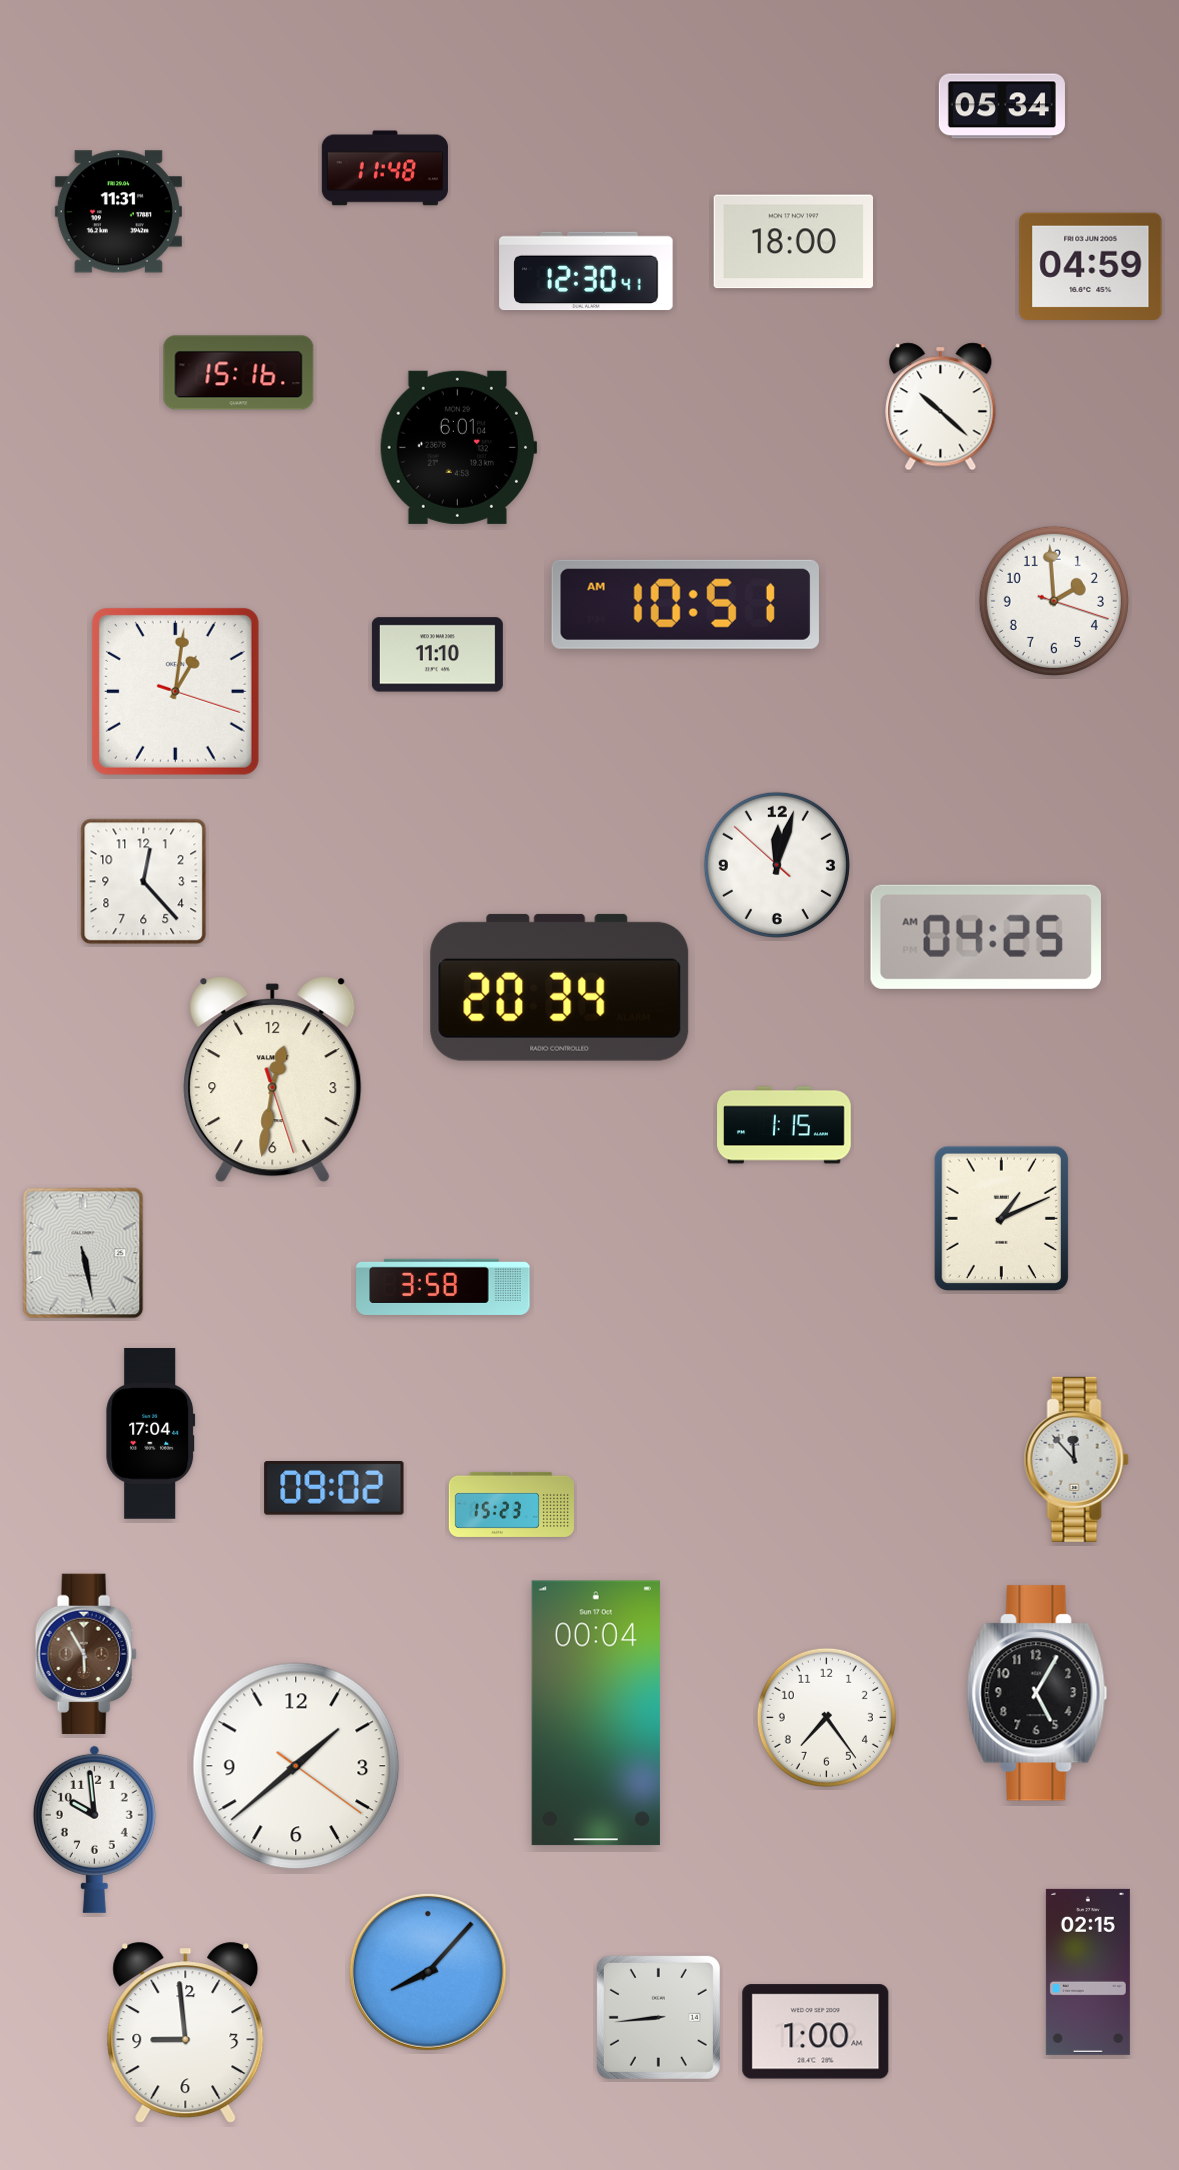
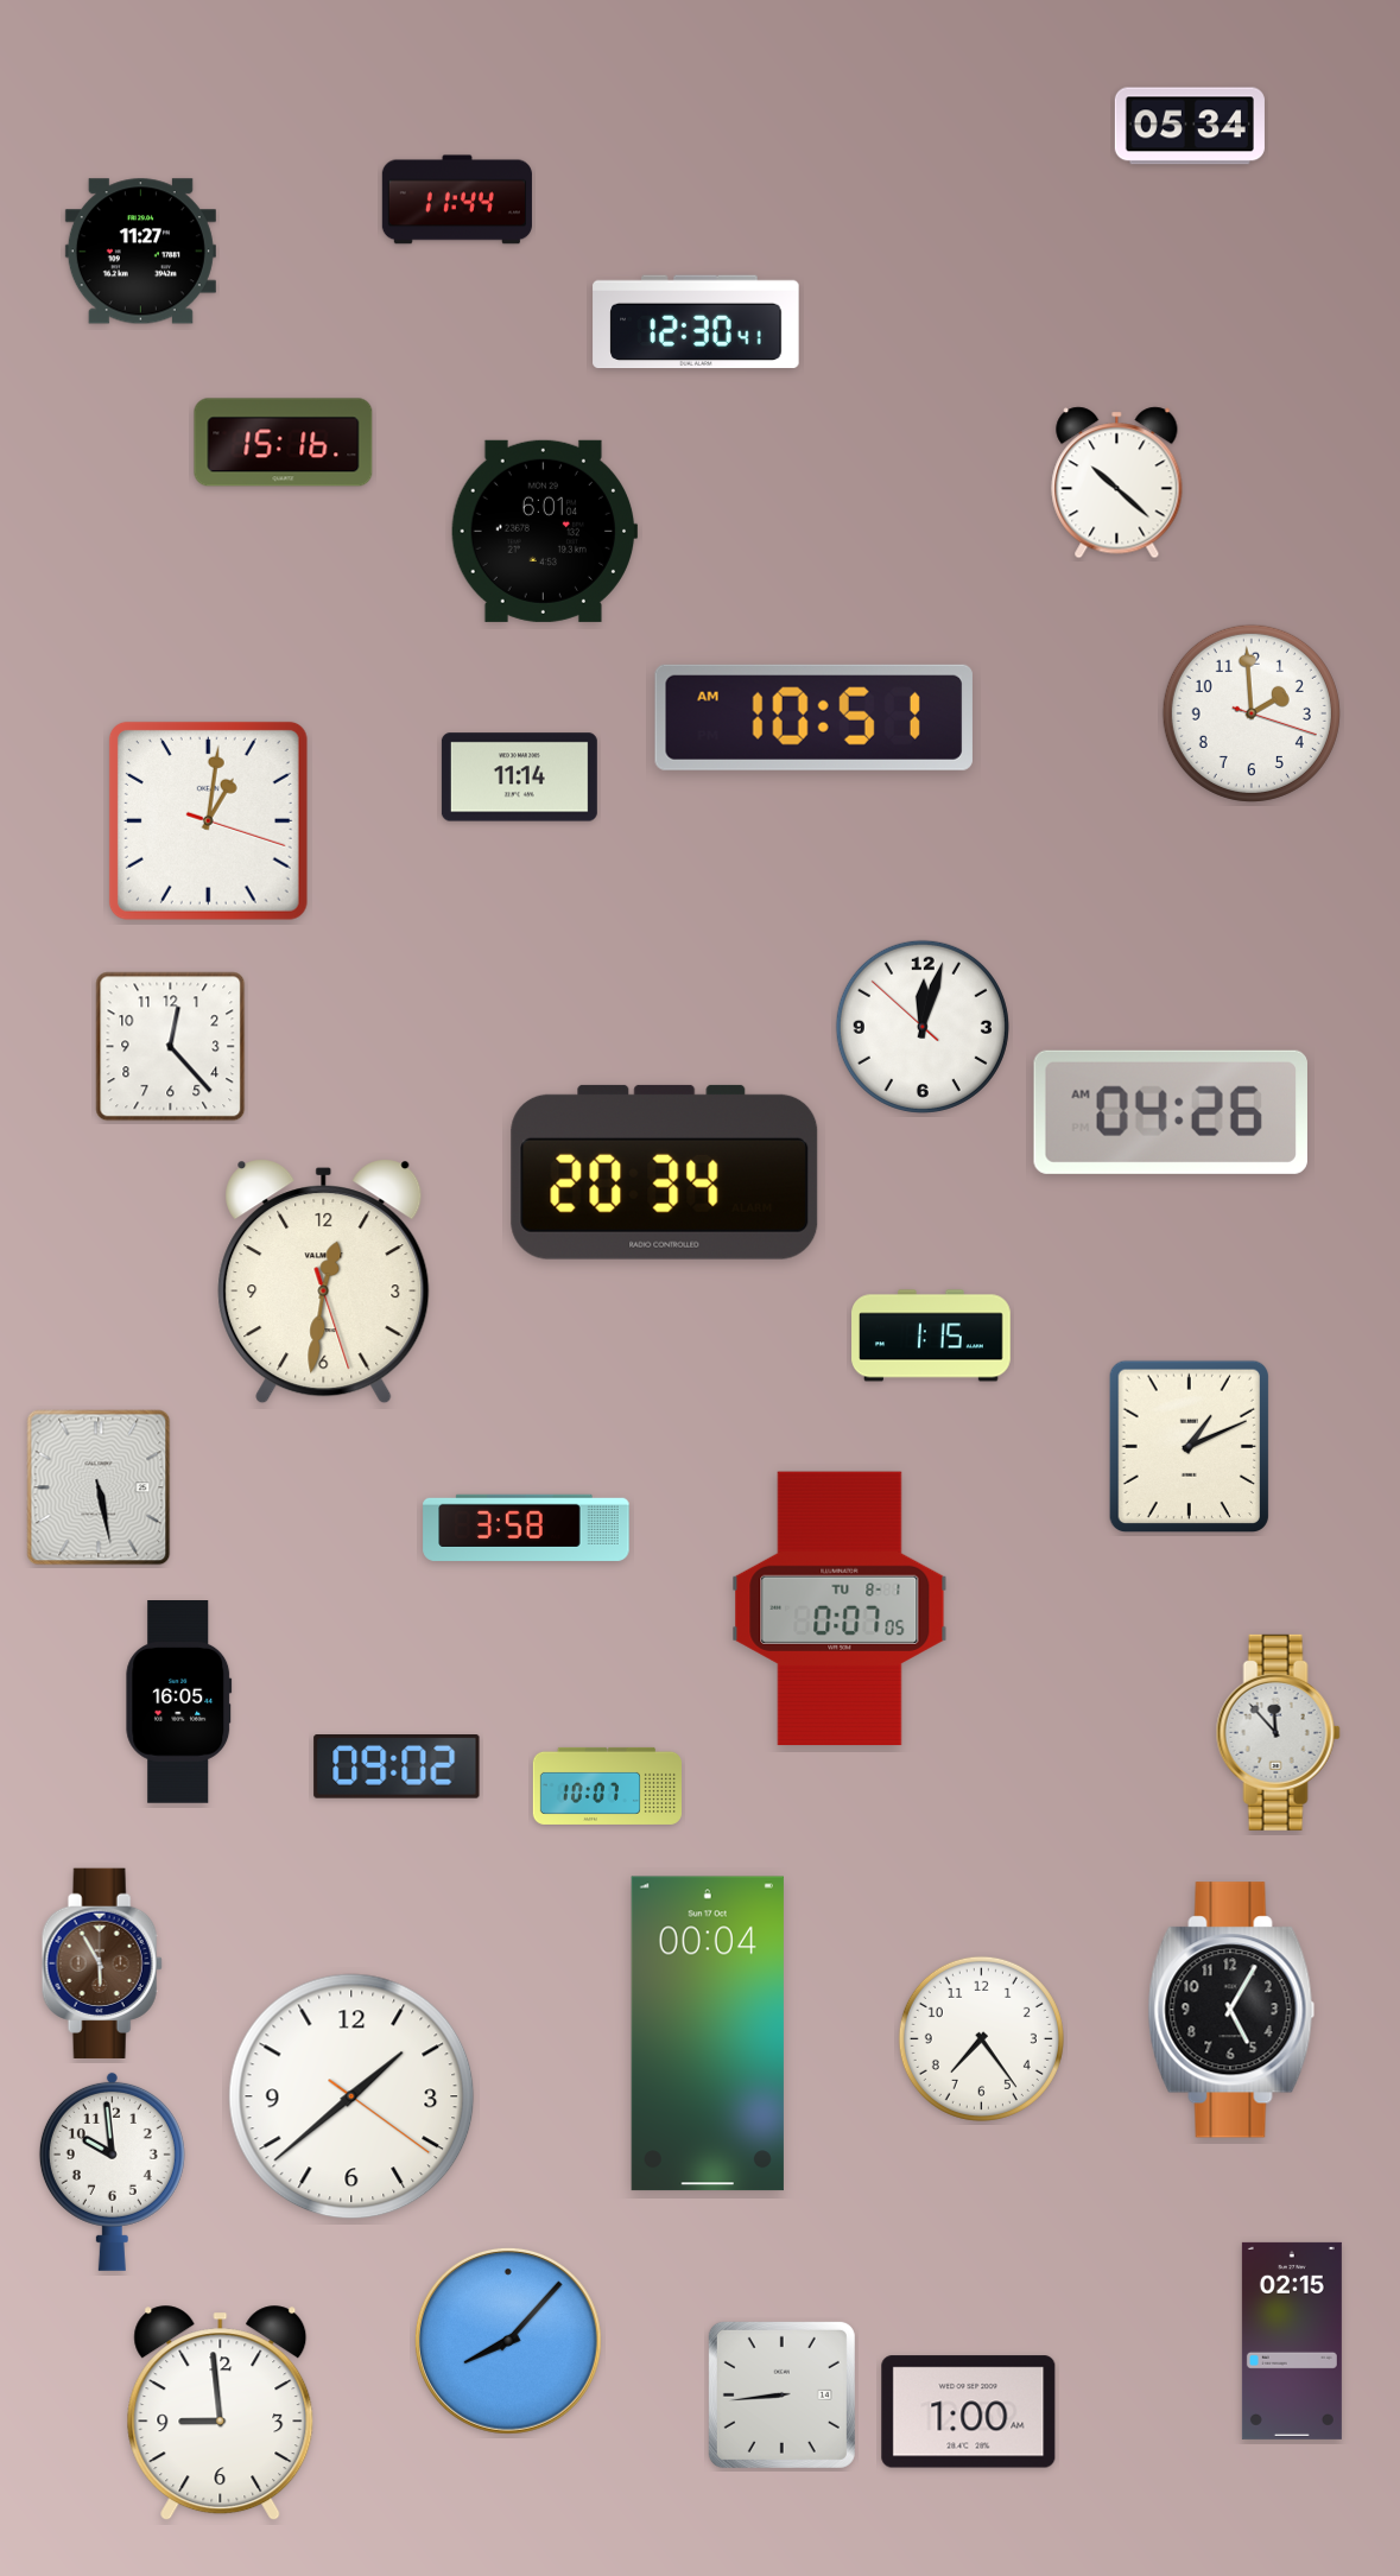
clock at (385, 168): 11:48 -> 11:44
clock at (118, 212): 11:31 -> 11:27
clock at (793, 242): 18:00 -> none
clock at (1091, 266): 04:59 -> none
clock at (437, 655): 11:10 -> 11:14
clock at (986, 937): 04:25 -> 04:26
clock at (840, 1609): none -> 0:07
clock at (151, 1434): 17:04 -> 16:05
clock at (511, 1504): 15:23 -> 10:07
